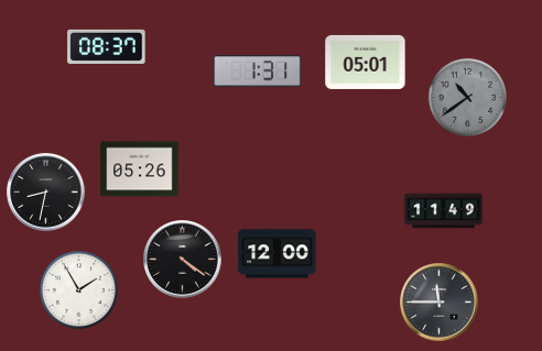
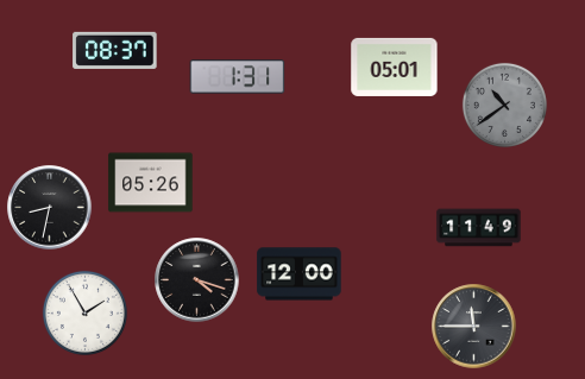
clock at (258, 72) position: (258, 72) -> (238, 77)
clock at (183, 260): 4:21 -> 4:18
